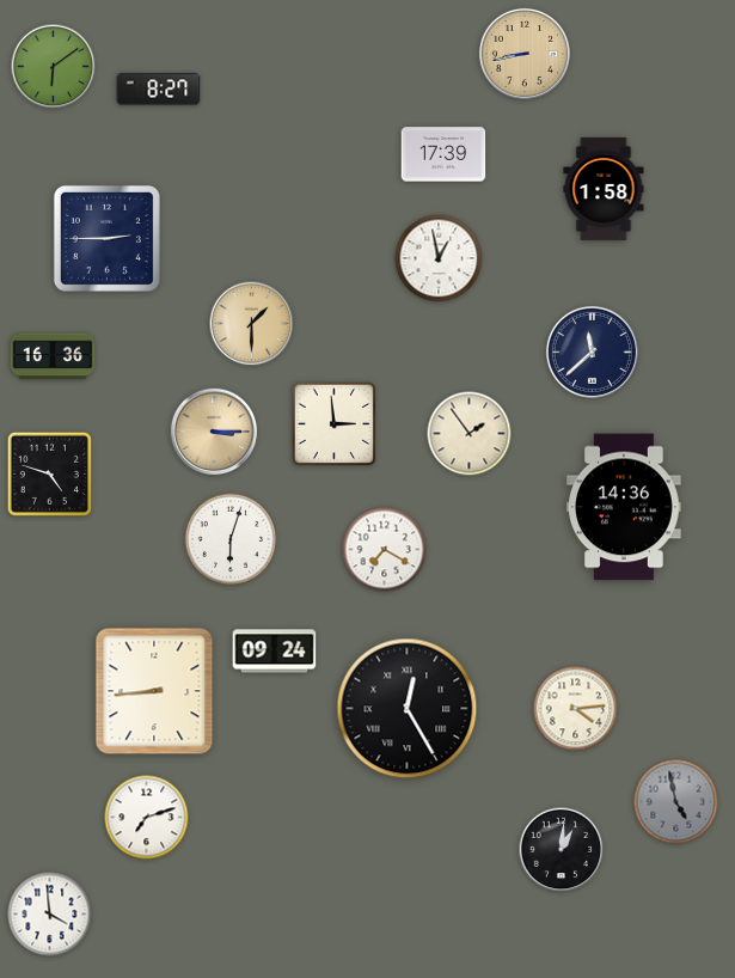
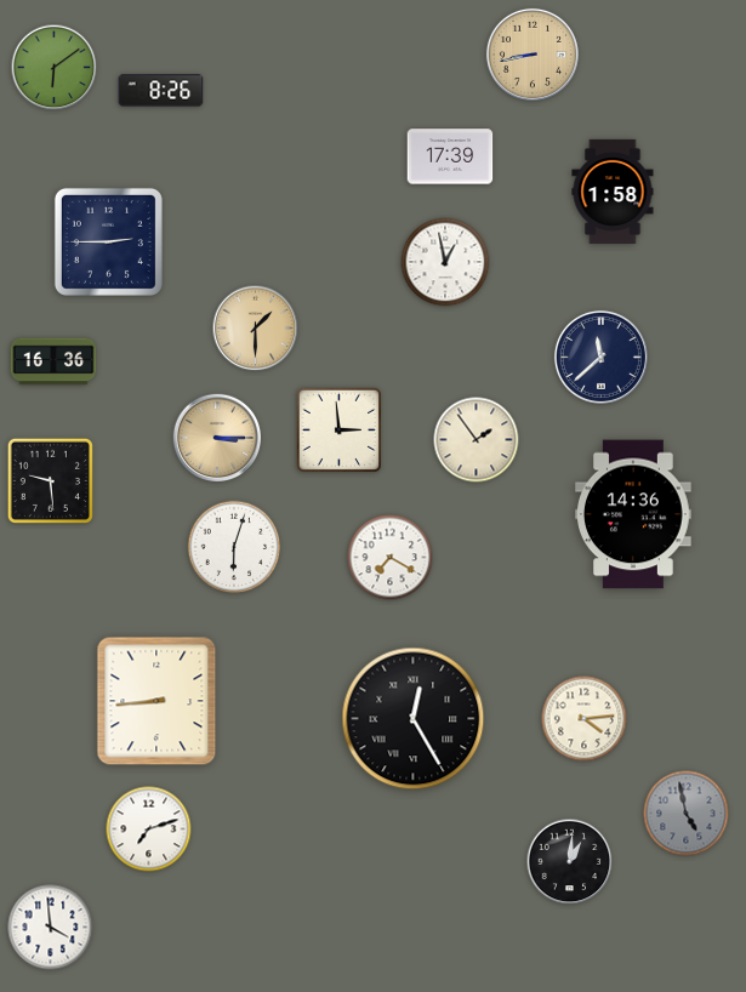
clock at (159, 90): 8:27 -> 8:26
clock at (49, 473): 4:48 -> 9:29
clock at (275, 652): 09:24 -> none
